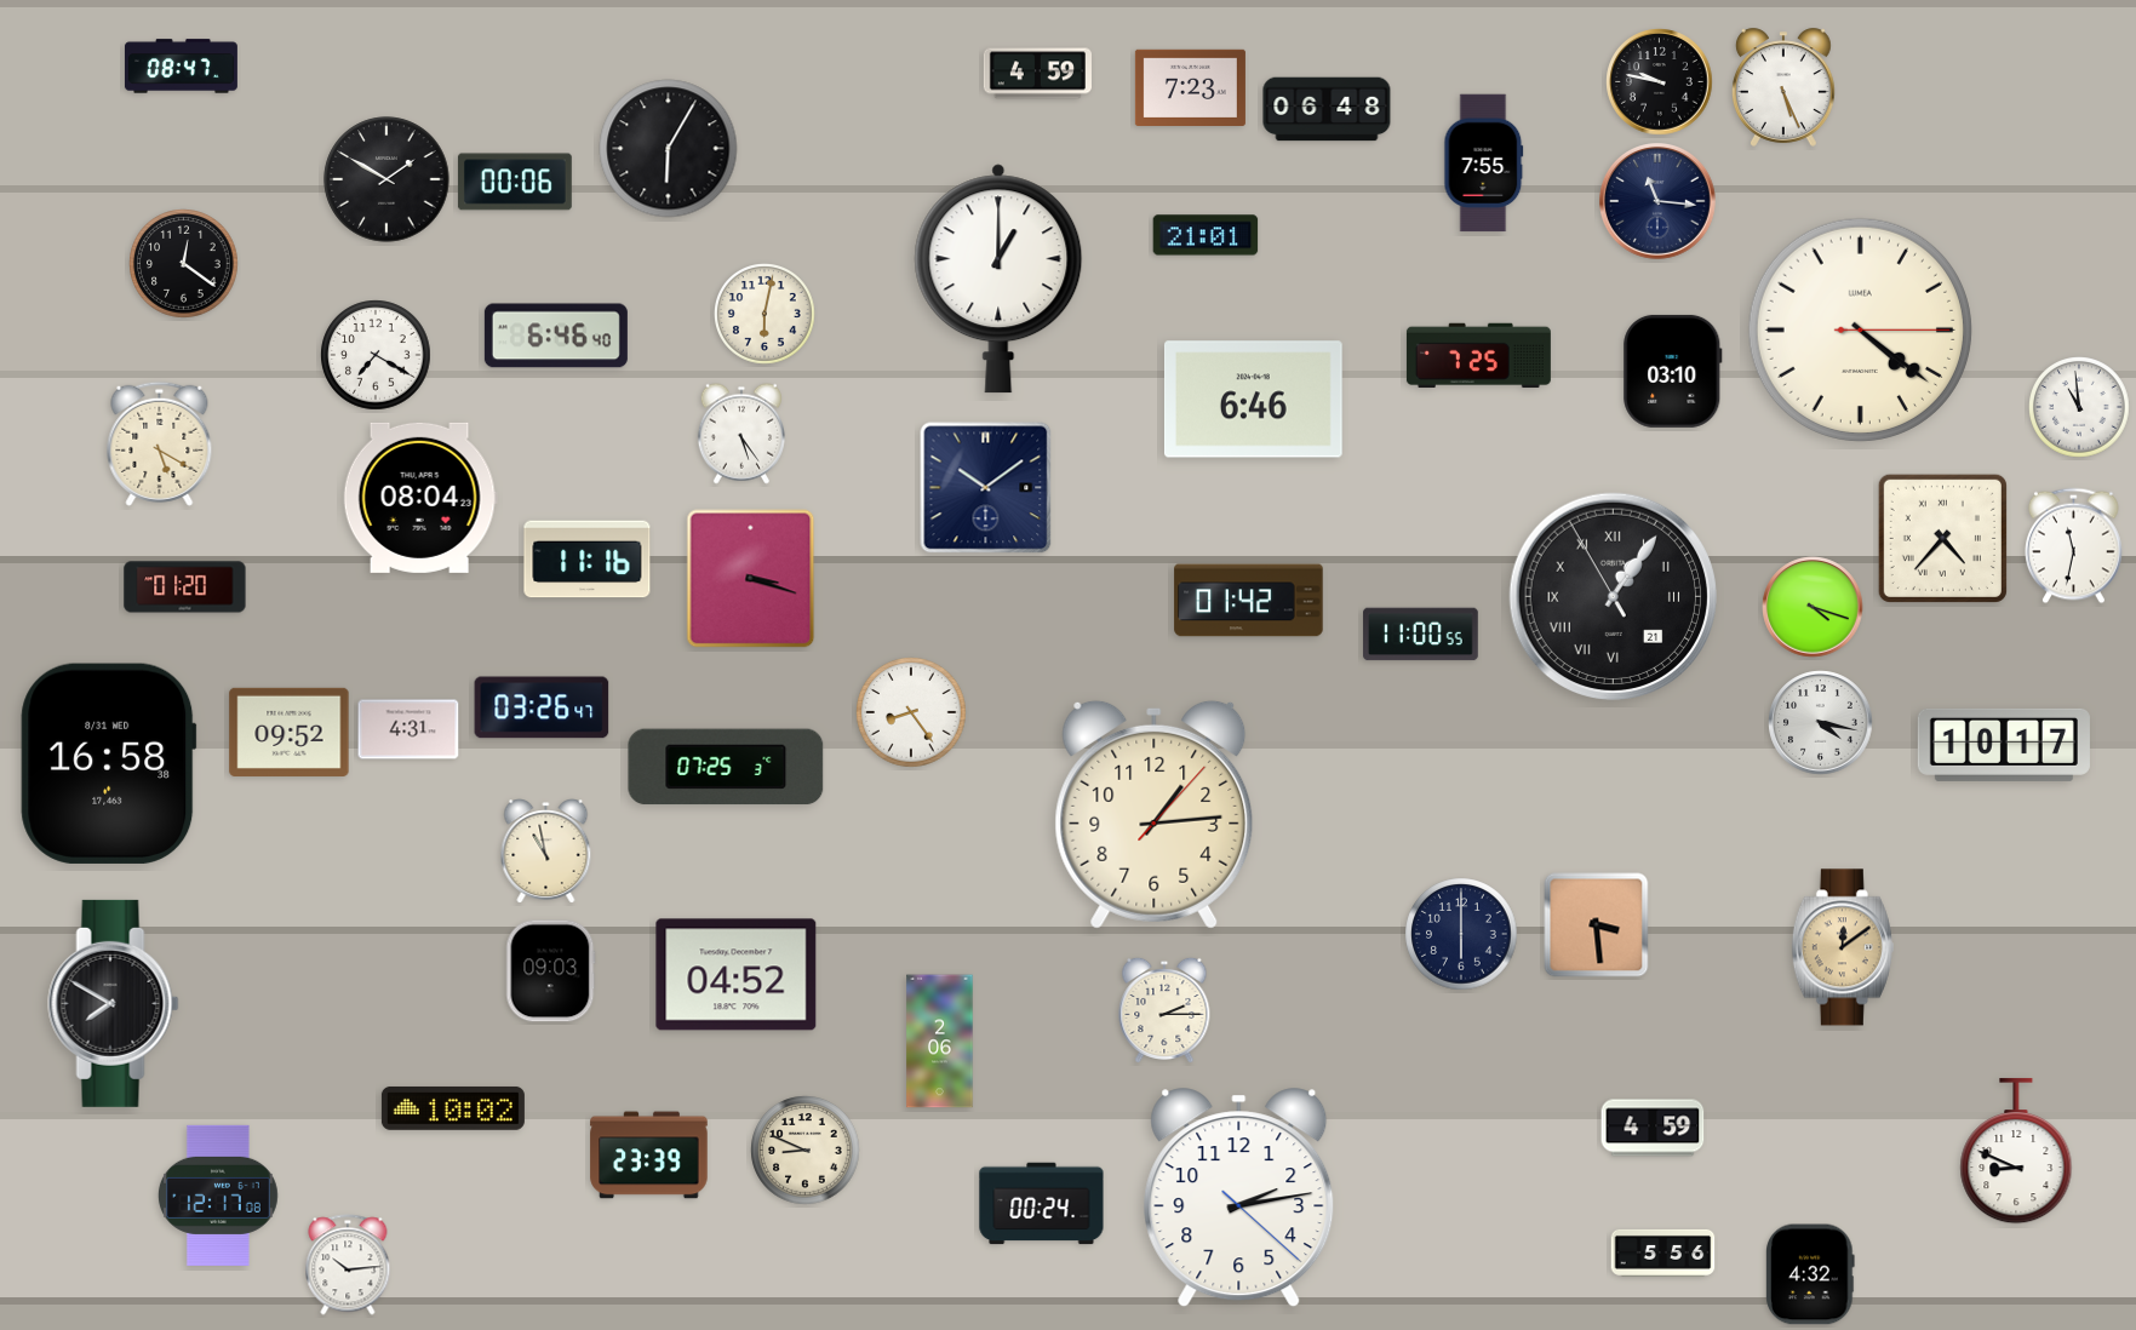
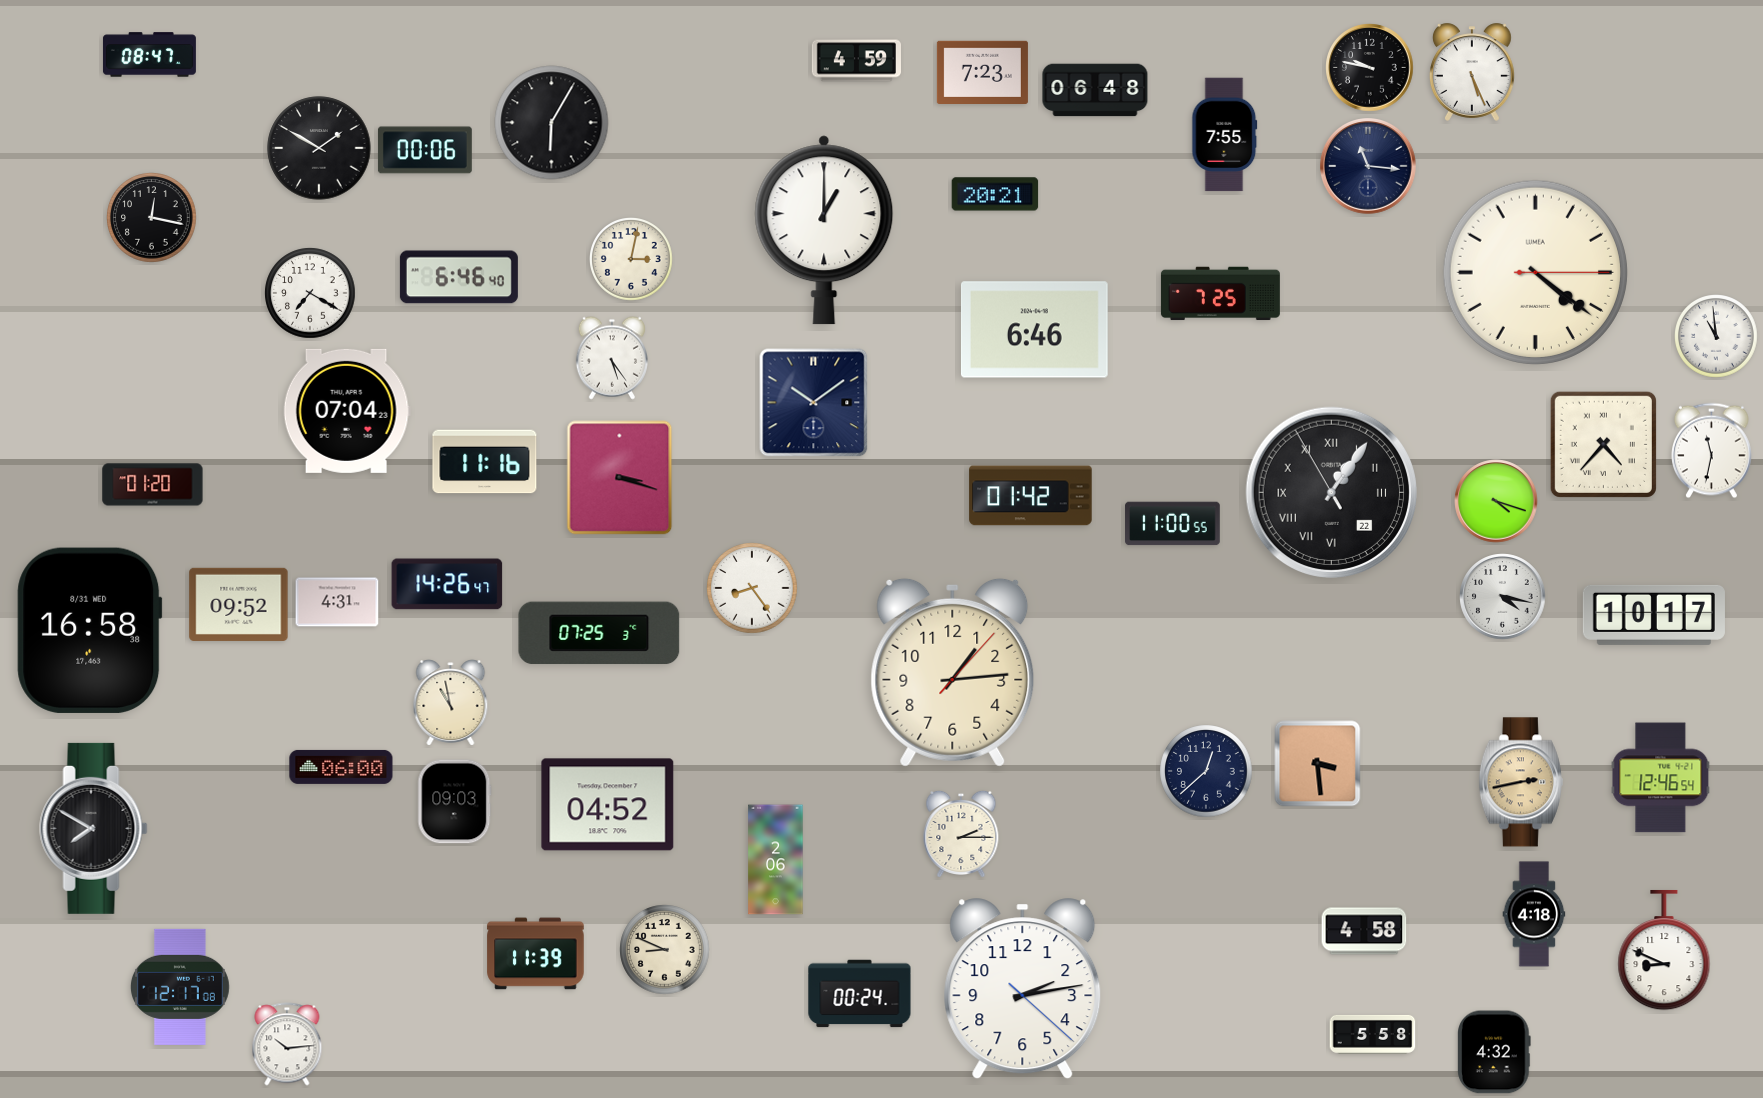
clock at (1206, 235): 21:01 -> 20:21
clock at (184, 264): 12:21 -> 12:17
clock at (766, 315): 6:02 -> 3:02
clock at (1673, 371): 03:10 -> none
clock at (160, 443): 5:20 -> none
clock at (420, 498): 08:04 -> 07:04
clock at (1613, 596) date: 21 -> 22
clock at (542, 707): 03:26 -> 14:26
clock at (341, 767): none -> 06:00
clock at (1461, 934): 6:00 -> 12:38
clock at (1661, 778): none -> 12:46
clock at (1843, 947): 12:09 -> 2:43
clock at (1534, 914): none -> 4:18
clock at (453, 1108): 10:02 -> none
clock at (1653, 1128): 4:59 -> 4:58
clock at (649, 1156): 23:39 -> 11:39
clock at (1663, 1252): 5:56 -> 5:58
